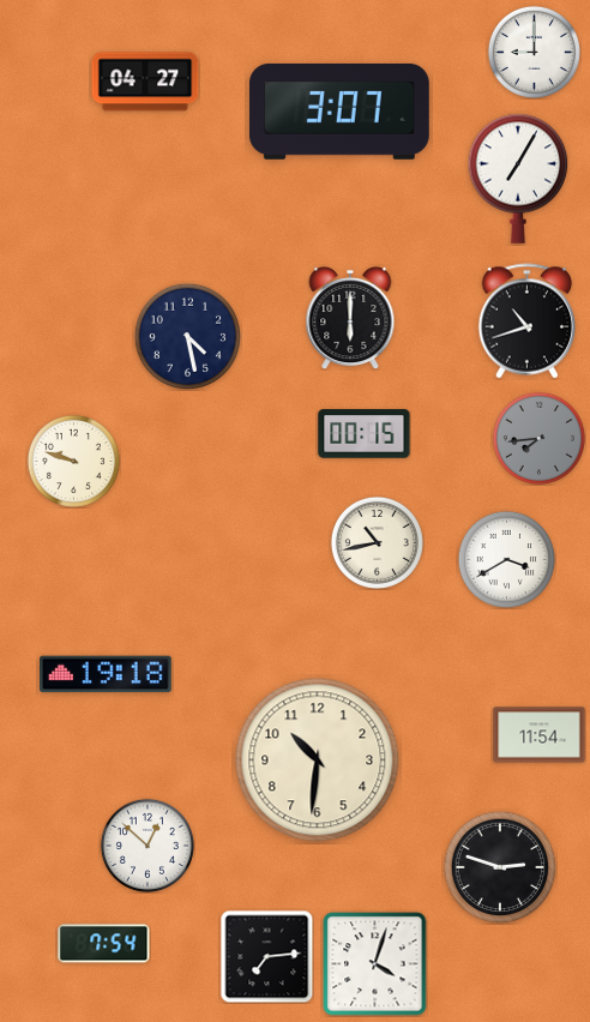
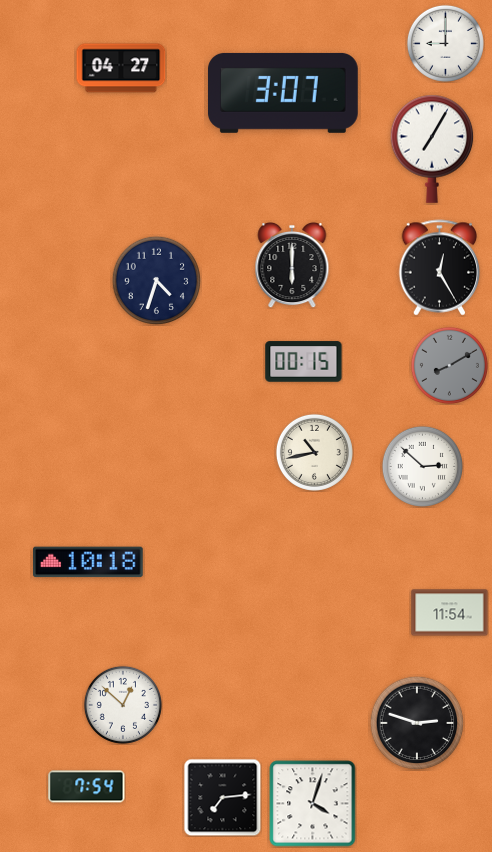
clock at (528, 321): 10:42 -> 12:25
clock at (187, 336): 4:28 -> 4:33
clock at (538, 438): 7:44 -> 8:10
clock at (73, 461): 9:48 -> none
clock at (506, 559): 3:40 -> 2:52
clock at (106, 674): 19:18 -> 10:18
clock at (318, 761): 10:31 -> none
